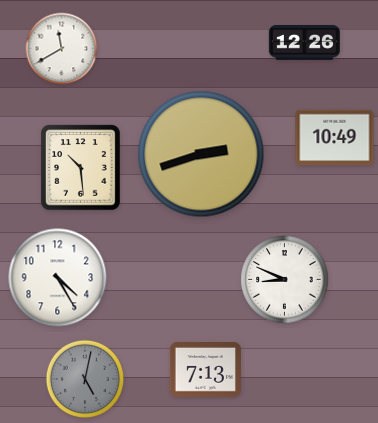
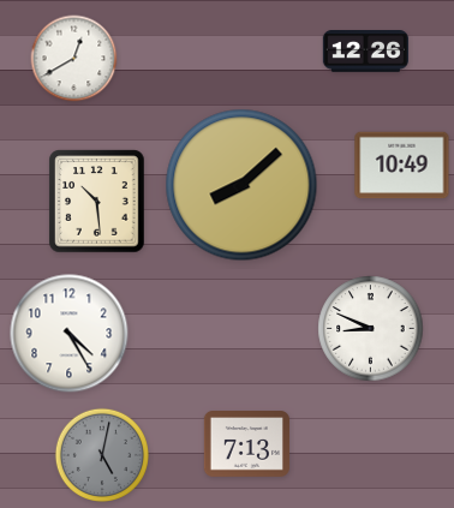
clock at (62, 49): 11:40 -> 12:40
clock at (201, 154): 2:42 -> 8:08
clock at (285, 280) position: (285, 280) -> (371, 329)
